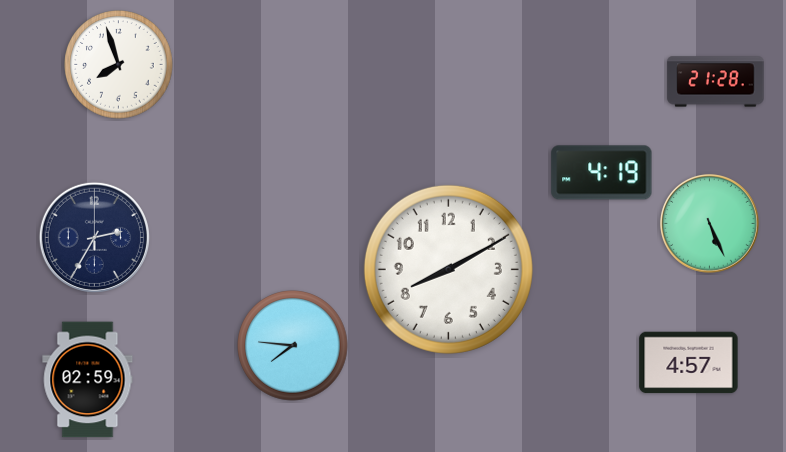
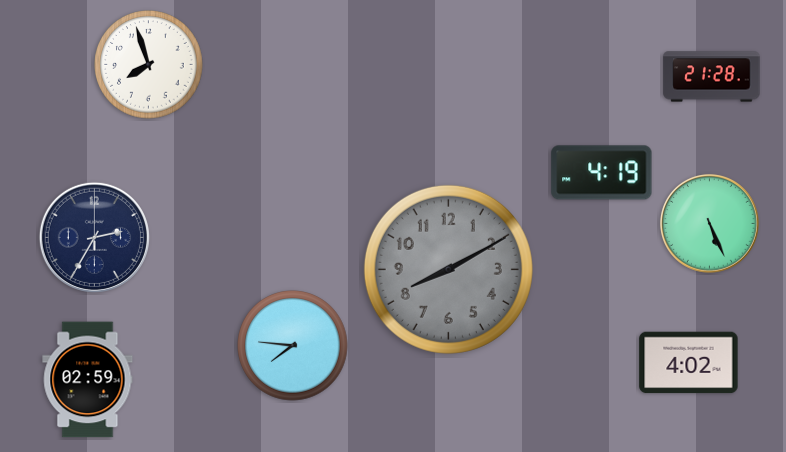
clock at (119, 65) position: (119, 65) -> (149, 65)
clock at (716, 82) position: (716, 82) -> (712, 77)
clock at (448, 269) dial: white -> grey
clock at (689, 363): 4:57 -> 4:02
